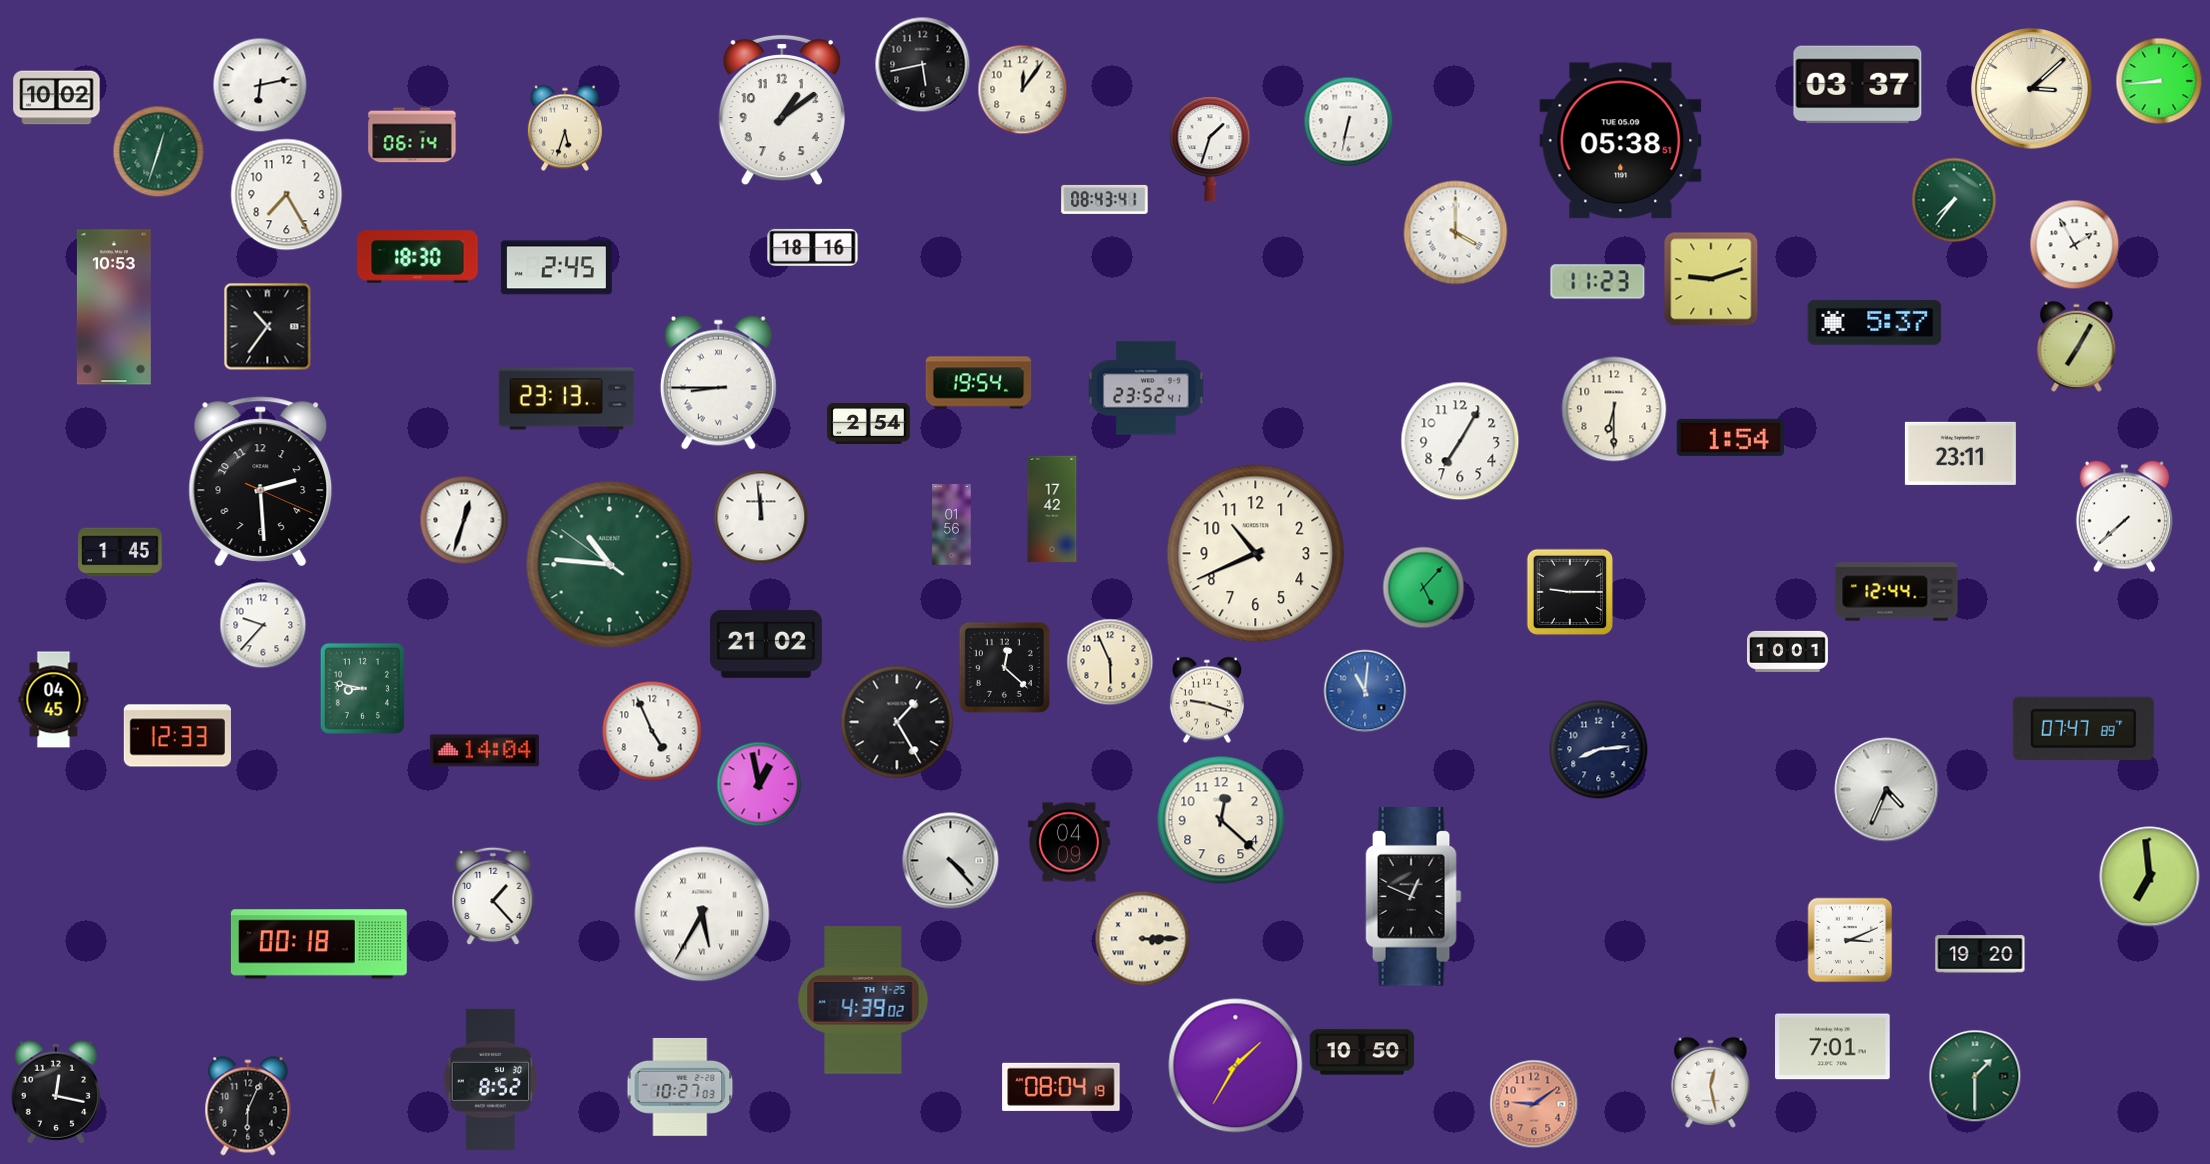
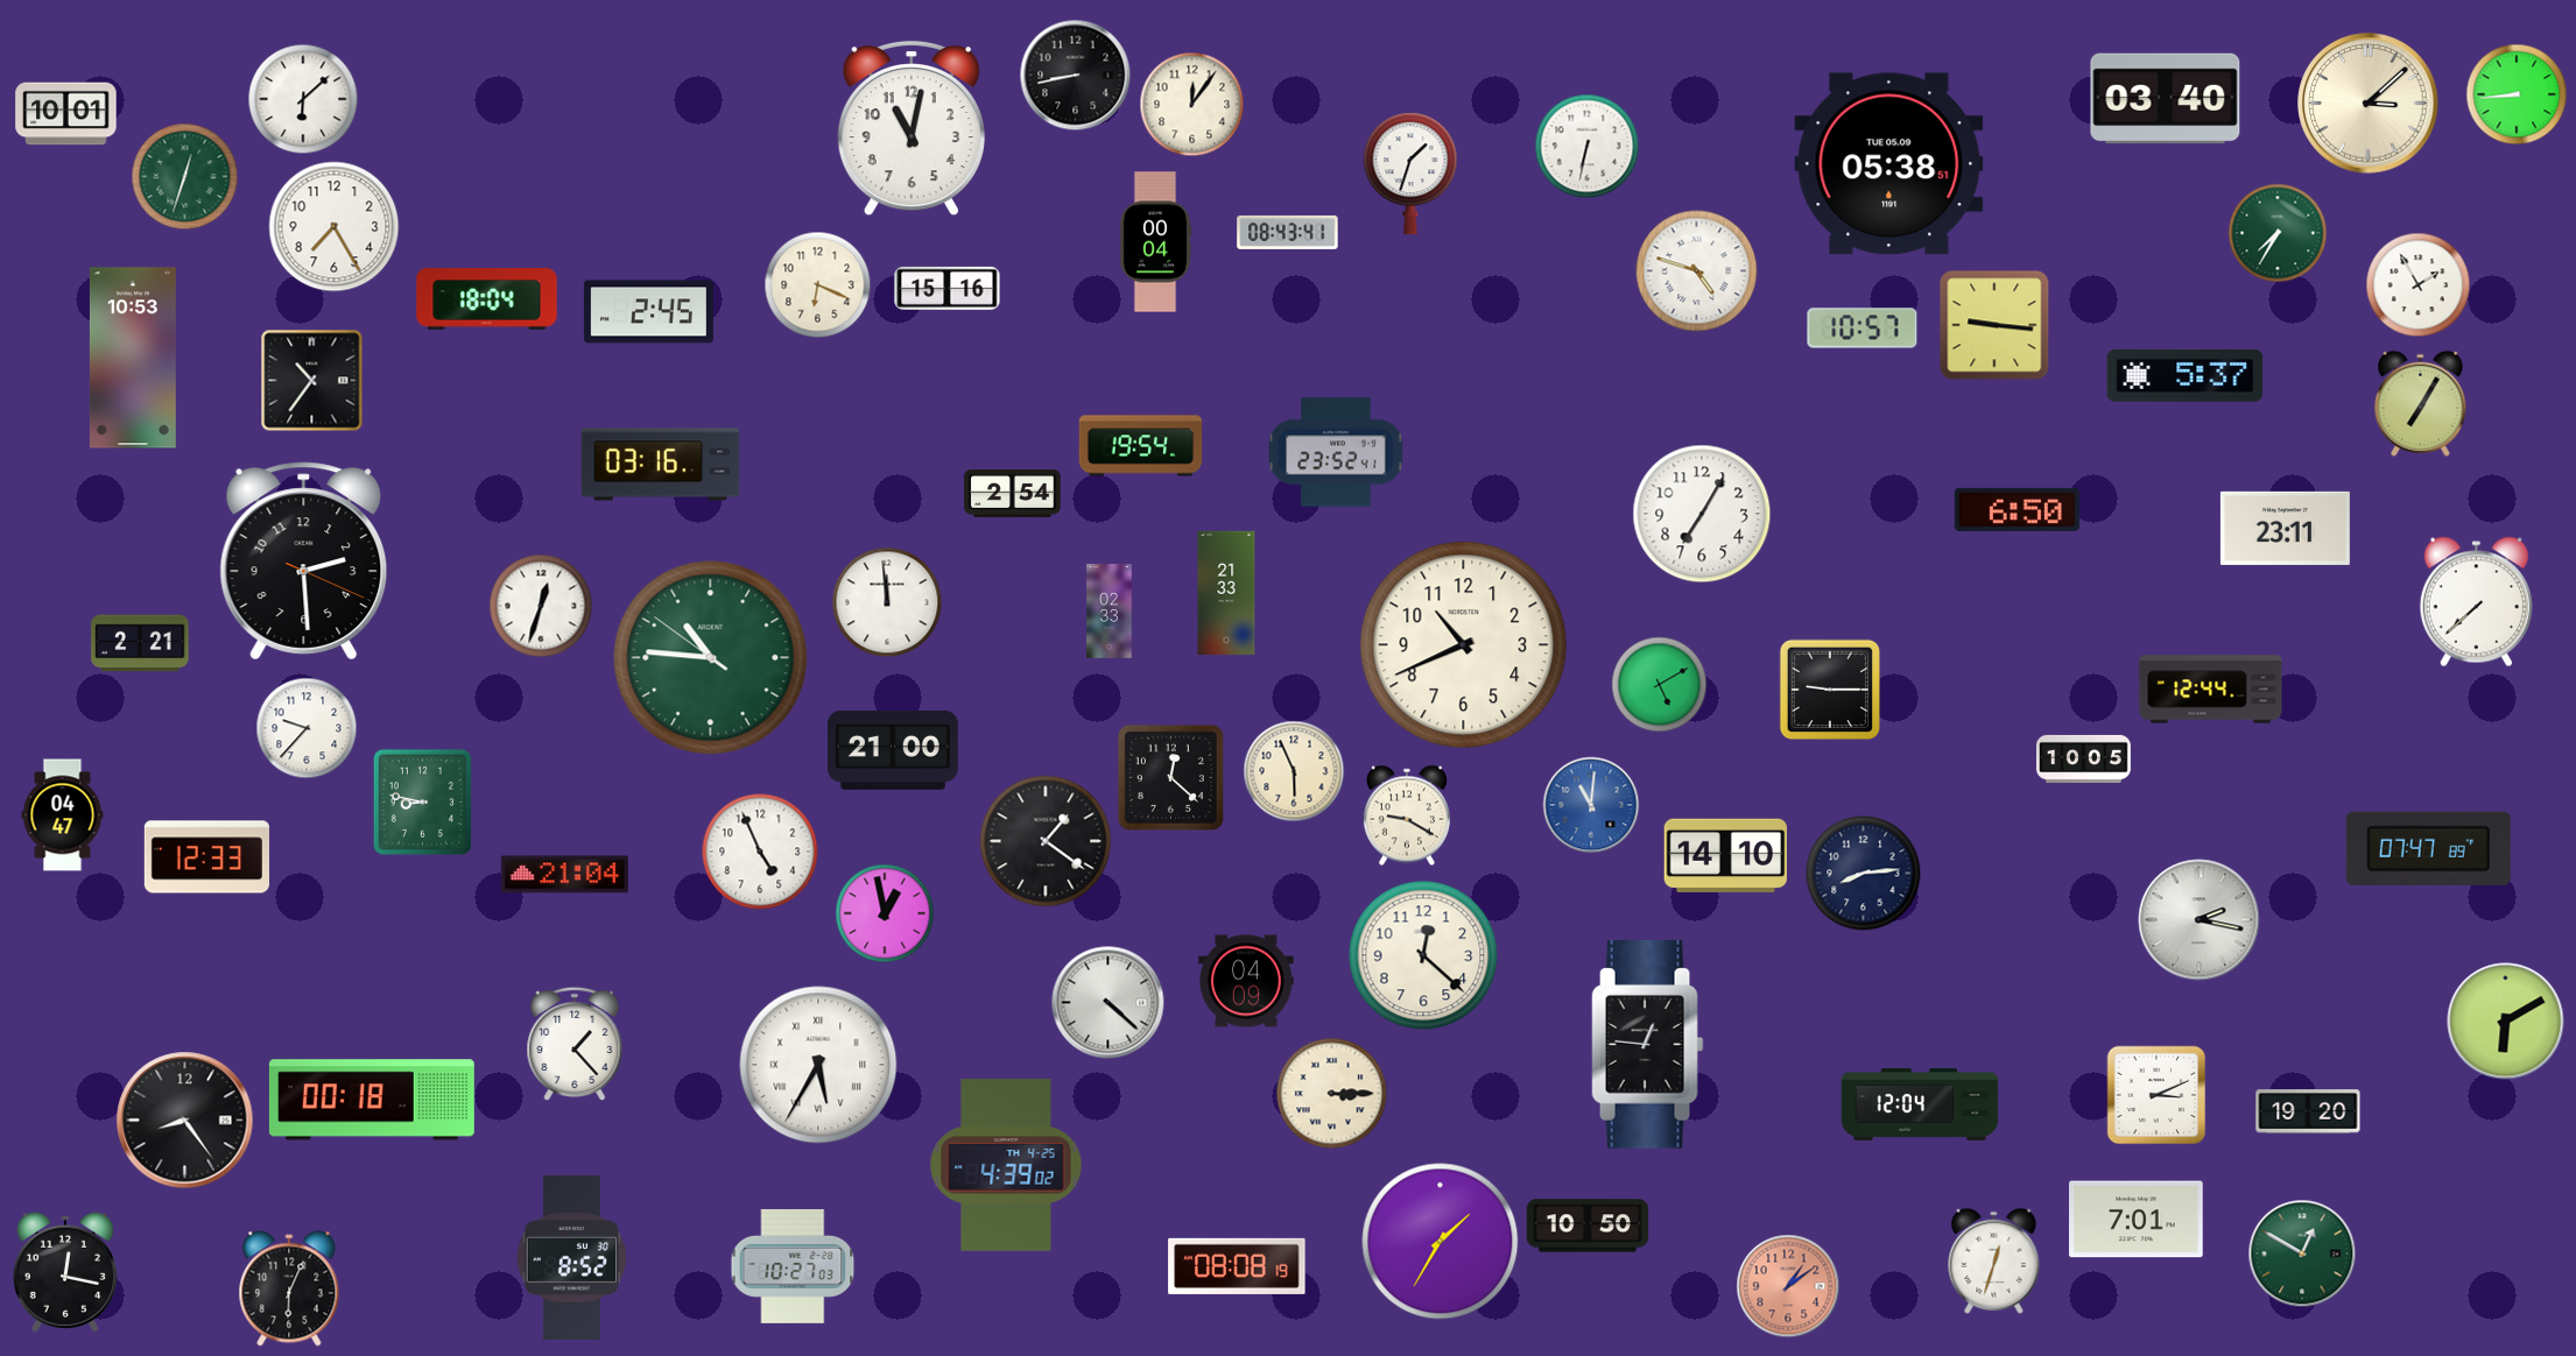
clock at (923, 65): 5:43 -> 8:43
clock at (260, 85): 6:13 -> 6:08
clock at (1858, 85): 03:37 -> 03:40
clock at (57, 98): 10:02 -> 10:01
clock at (782, 110): 1:09 -> 11:02
clock at (1349, 122) position: (1349, 122) -> (1588, 147)
clock at (565, 128): 5:33 -> none
clock at (412, 135): 06:14 -> none
clock at (1954, 200): 7:36 -> 7:35
clock at (1155, 242): none -> 00:04
clock at (1456, 233): 4:00 -> 4:48
clock at (818, 285): none -> 6:19
clock at (813, 247): 18:16 -> 15:16
clock at (418, 257): 18:30 -> 18:04
clock at (1711, 279): 9:12 -> 9:16
clock at (1598, 282): 11:23 -> 10:57
clock at (718, 382): 8:45 -> none
clock at (567, 399): 23:13 -> 03:16
clock at (1614, 409): 6:30 -> none
clock at (1730, 437): 1:54 -> 6:50
clock at (1052, 509): 17:42 -> 21:33
clock at (952, 525): 01:56 -> 02:33
clock at (120, 552): 1:45 -> 2:21
clock at (1424, 588): 5:07 -> 5:10
clock at (766, 644): 21:02 -> 21:00
clock at (1788, 651): 10:01 -> 10:05
clock at (54, 700): 04:45 -> 04:47
clock at (1207, 700): 9:18 -> 9:20
clock at (897, 722): 1:25 -> 1:21
clock at (1725, 855): none -> 14:10
clock at (484, 751): 14:04 -> 21:04
clock at (1887, 790): 4:34 -> 2:17
clock at (951, 861): 4:23 -> 4:22
clock at (2150, 877): 6:59 -> 6:10
clock at (1414, 897): 12:49 -> 12:46
clock at (1920, 1104): none -> 12:04
clock at (185, 1121): none -> 8:24
clock at (1975, 1076): 1:30 -> 12:50
clock at (1711, 1082): 12:28 -> 12:33
clock at (1061, 1087): 08:04 -> 08:08
clock at (1534, 1104): 9:09 -> 1:09
